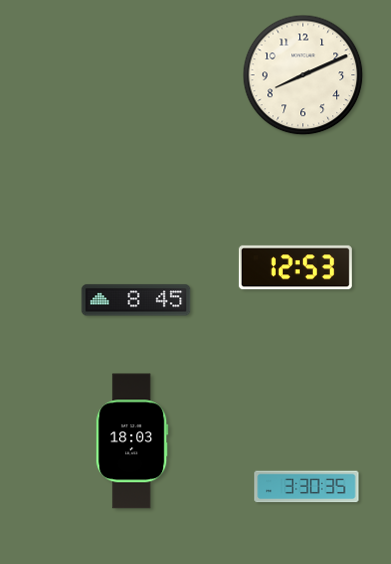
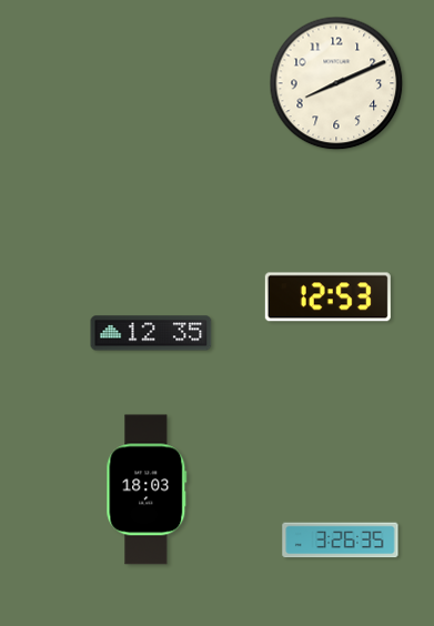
clock at (136, 300): 8:45 -> 12:35
clock at (307, 487): 3:30 -> 3:26
